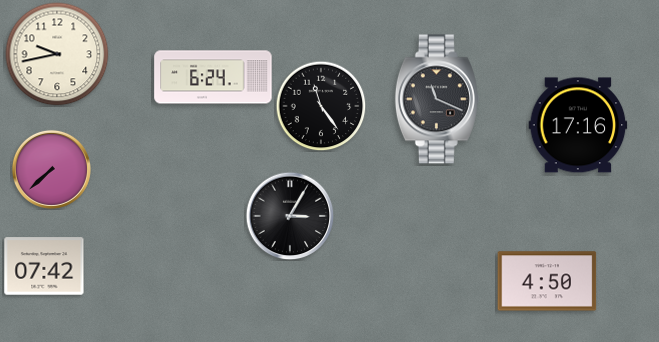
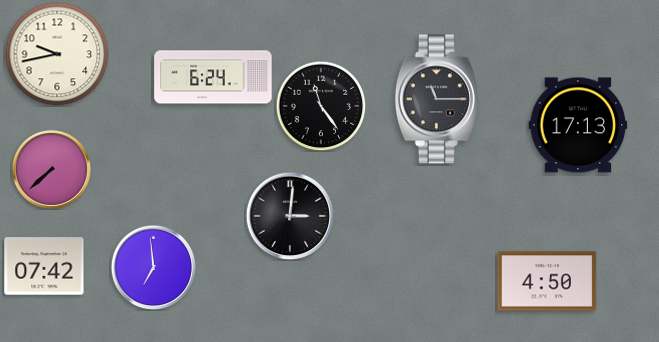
clock at (437, 99): 11:19 -> 11:15
clock at (578, 125): 17:16 -> 17:13
clock at (290, 216): 3:05 -> 3:01
clock at (153, 267): none -> 6:59
